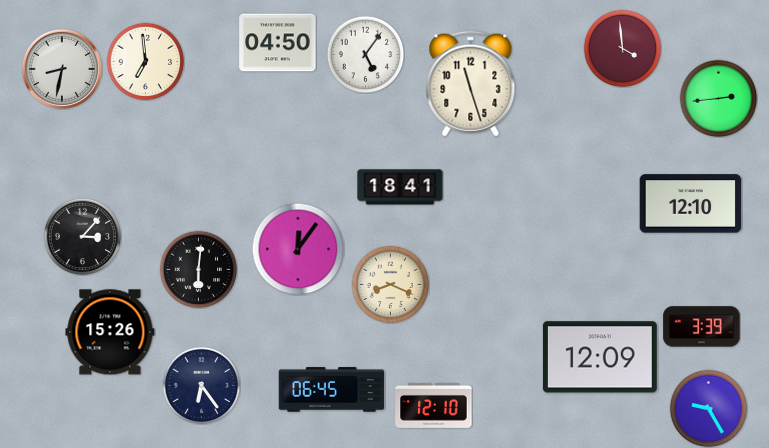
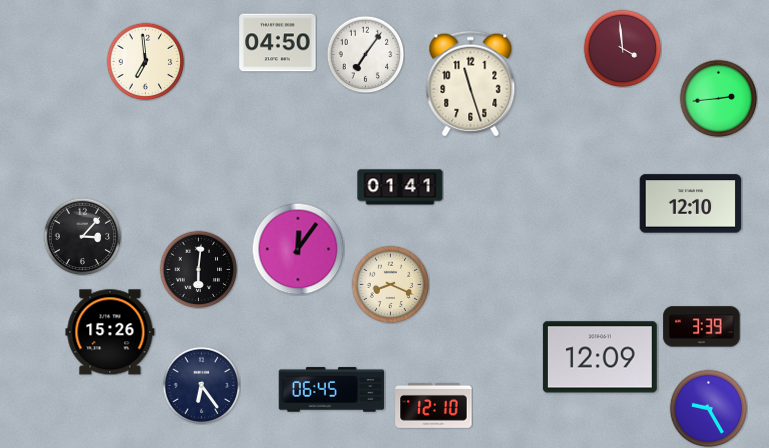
clock at (365, 54): 5:06 -> 7:06
clock at (61, 68): 8:32 -> none
clock at (400, 187): 18:41 -> 01:41
